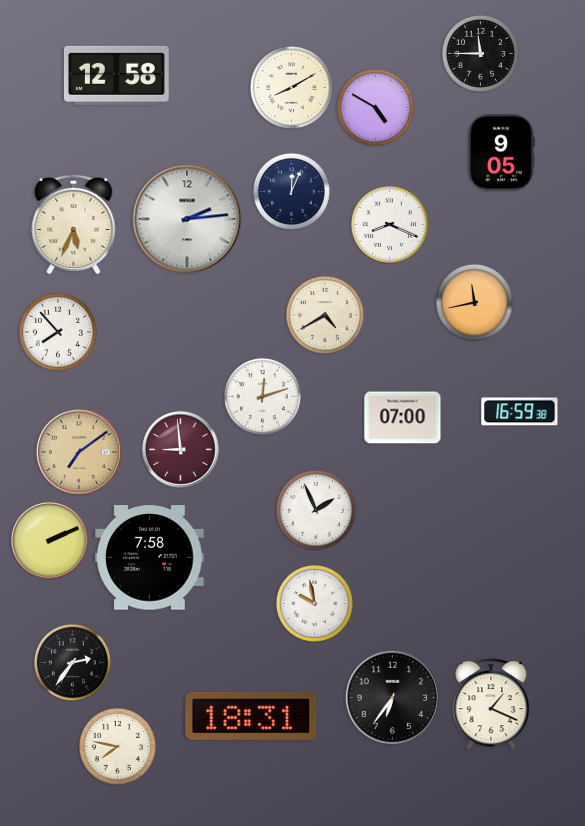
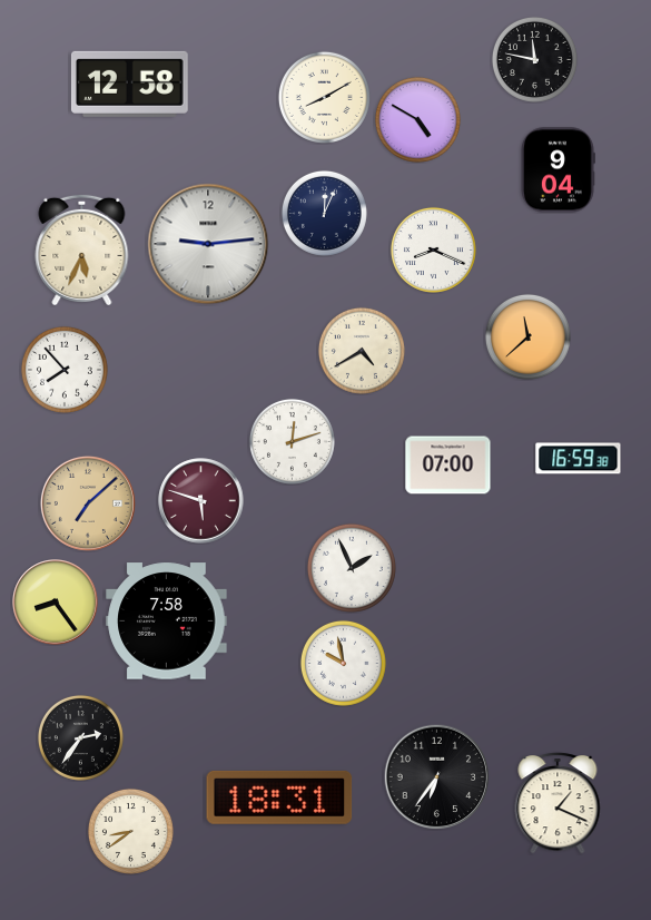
clock at (480, 53): 11:45 -> 11:47
clock at (501, 153): 9:05 -> 9:04
clock at (187, 219): 2:14 -> 9:14
clock at (474, 302): 11:43 -> 11:38
clock at (181, 450): 8:59 -> 5:48
clock at (79, 452): 7:09 -> 7:08
clock at (50, 541): 2:11 -> 8:24
clock at (314, 603) position: (314, 603) -> (343, 663)
clock at (491, 704) position: (491, 704) -> (558, 803)
clock at (117, 746): 7:47 -> 8:39
